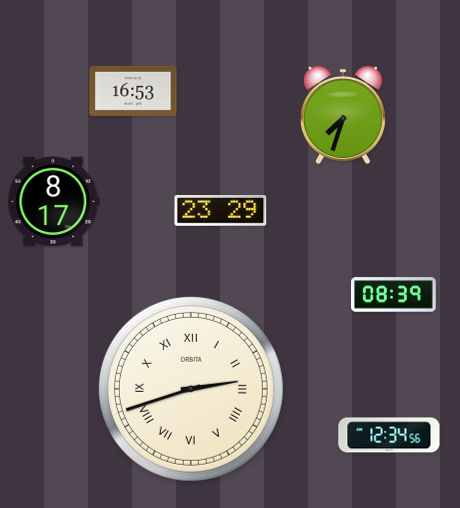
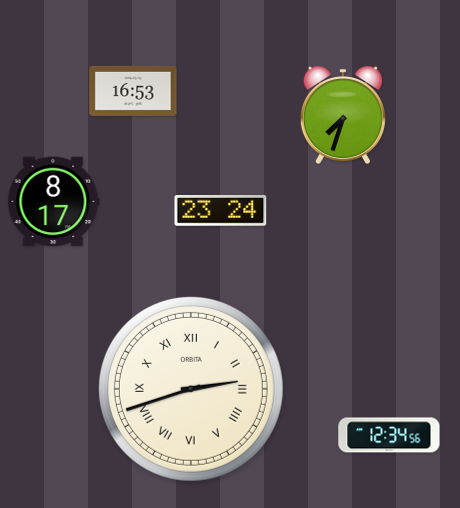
clock at (221, 211): 23:29 -> 23:24
clock at (394, 295): 08:39 -> none
